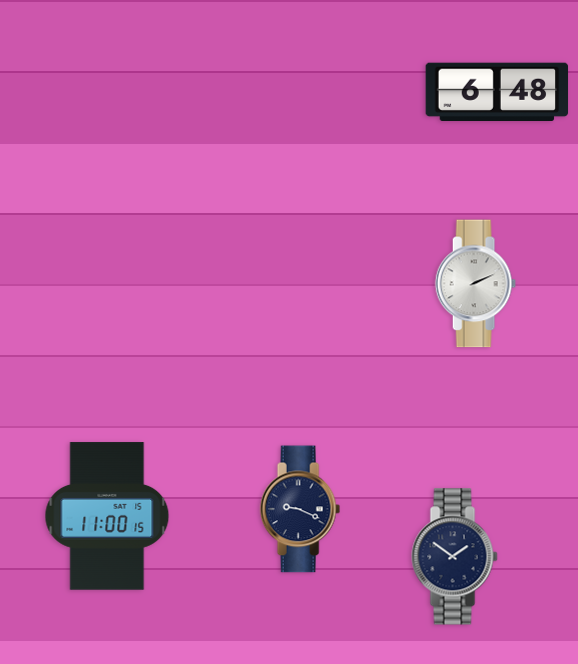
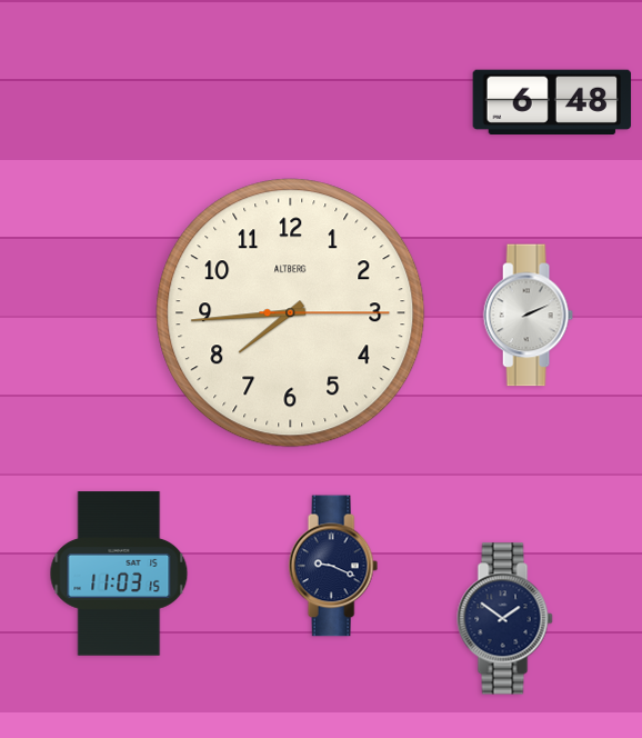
clock at (291, 313): none -> 7:44
clock at (107, 516): 11:00 -> 11:03
